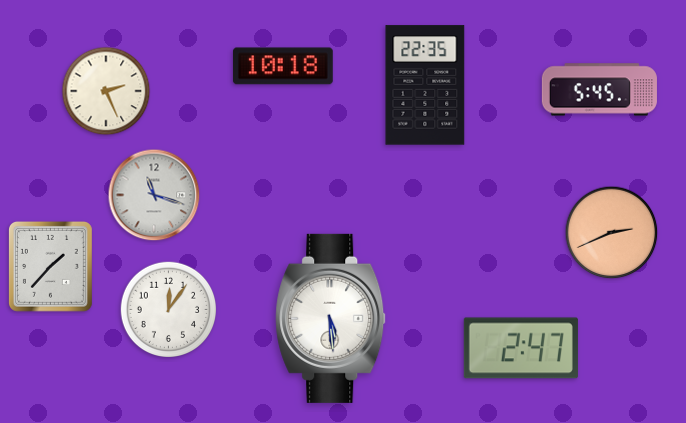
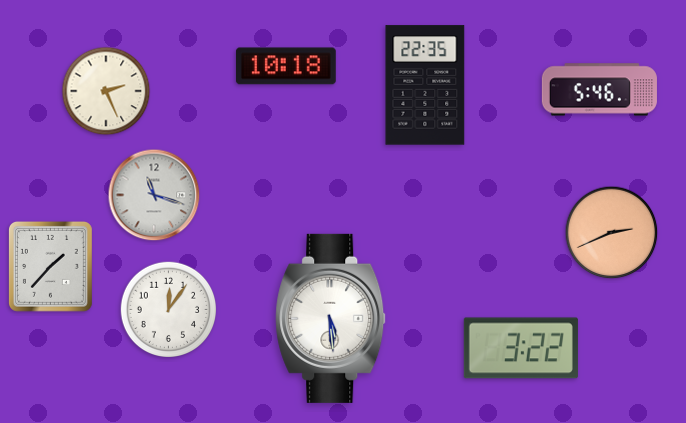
clock at (283, 66) position: (283, 66) -> (286, 66)
clock at (599, 90): 5:45 -> 5:46
clock at (521, 348): 2:47 -> 3:22
